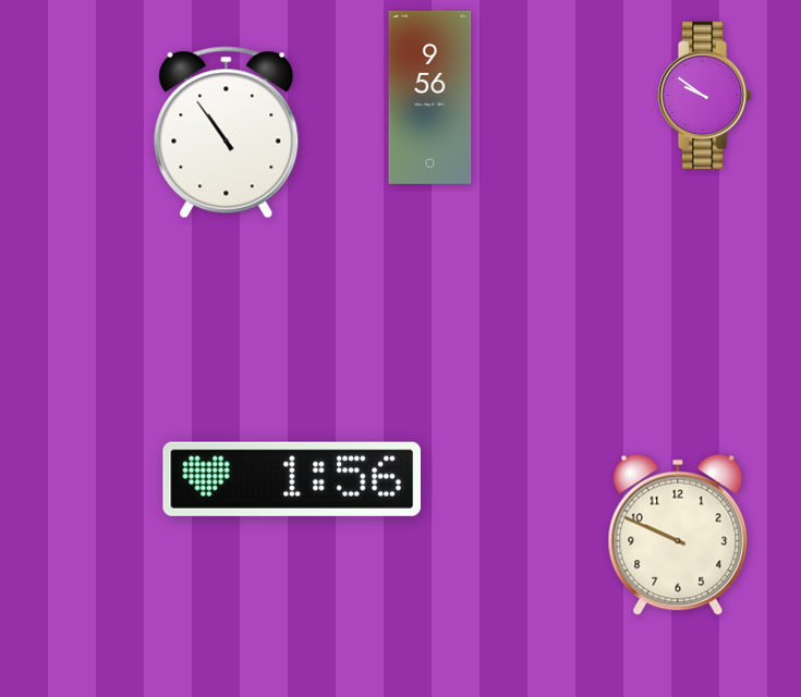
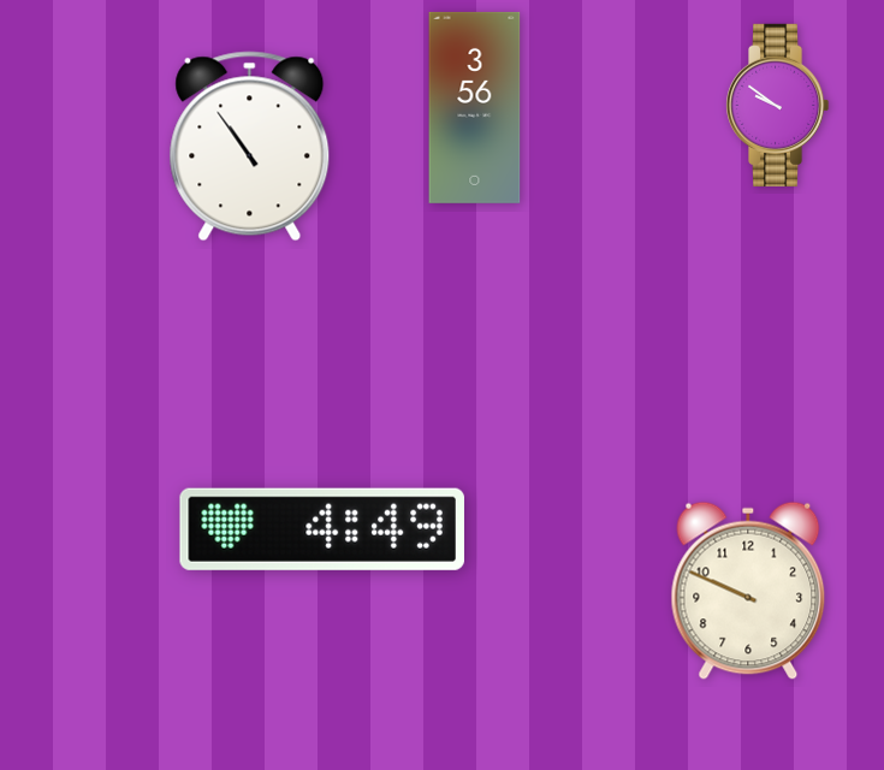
clock at (430, 97): 9:56 -> 3:56
clock at (292, 479): 1:56 -> 4:49
